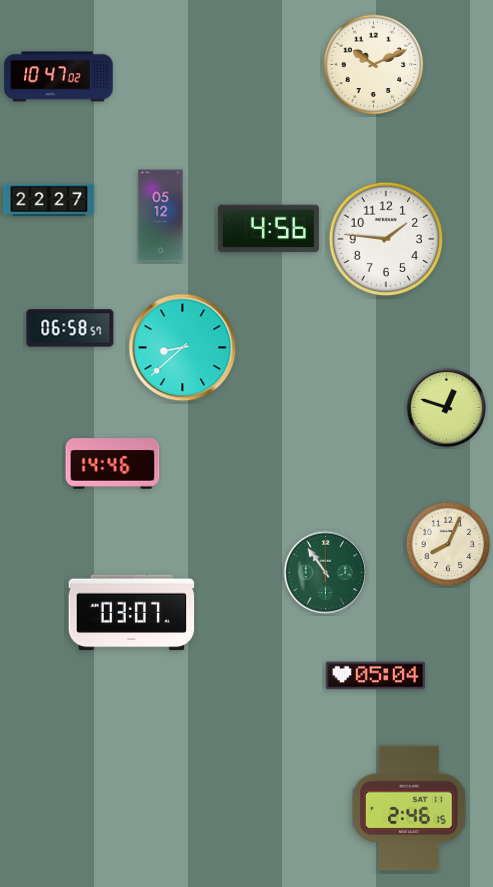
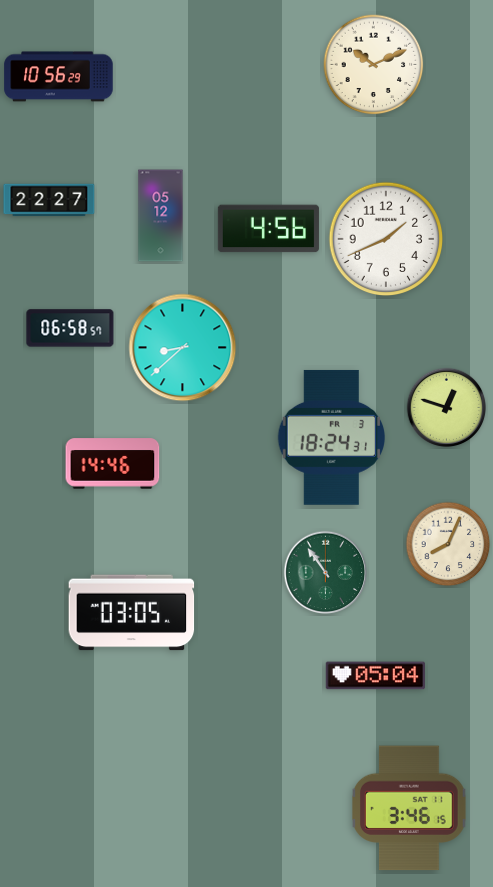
clock at (59, 77): 10:47 -> 10:56
clock at (386, 239): 1:46 -> 1:41
clock at (332, 437): none -> 18:24
clock at (132, 613): 03:07 -> 03:05
clock at (410, 808): 2:46 -> 3:46
